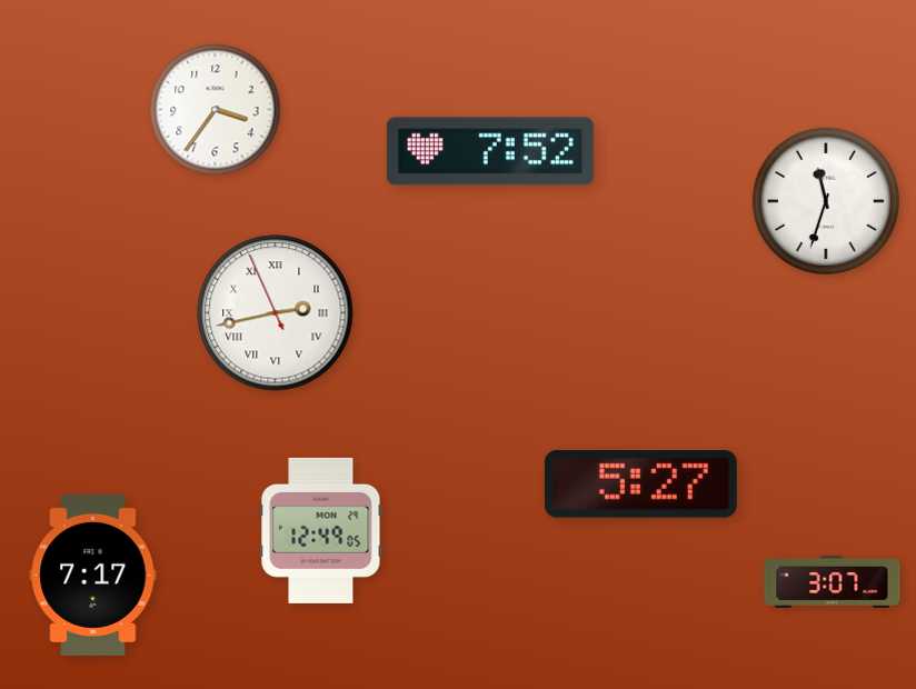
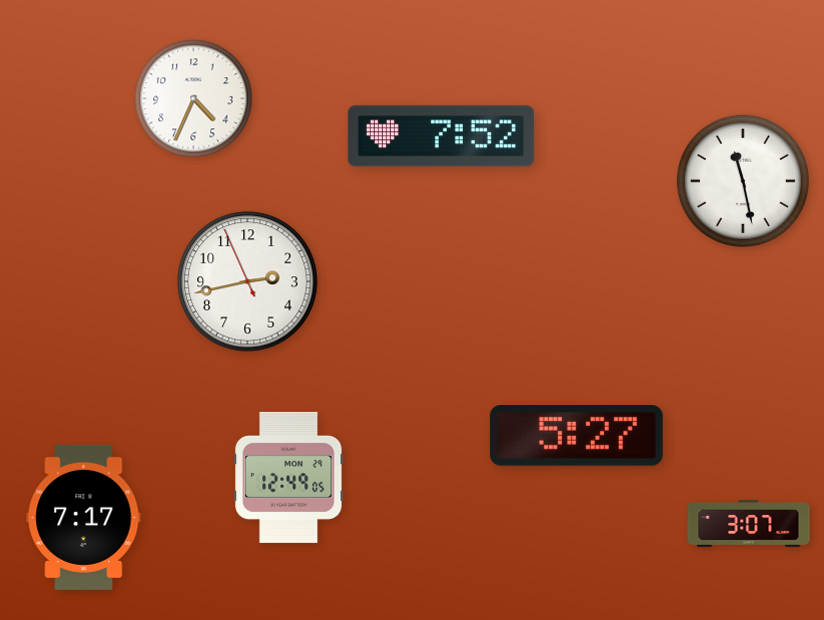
clock at (216, 110): 3:36 -> 4:34
clock at (826, 201): 11:33 -> 11:28
clock at (276, 313) numerals: Roman -> Arabic
